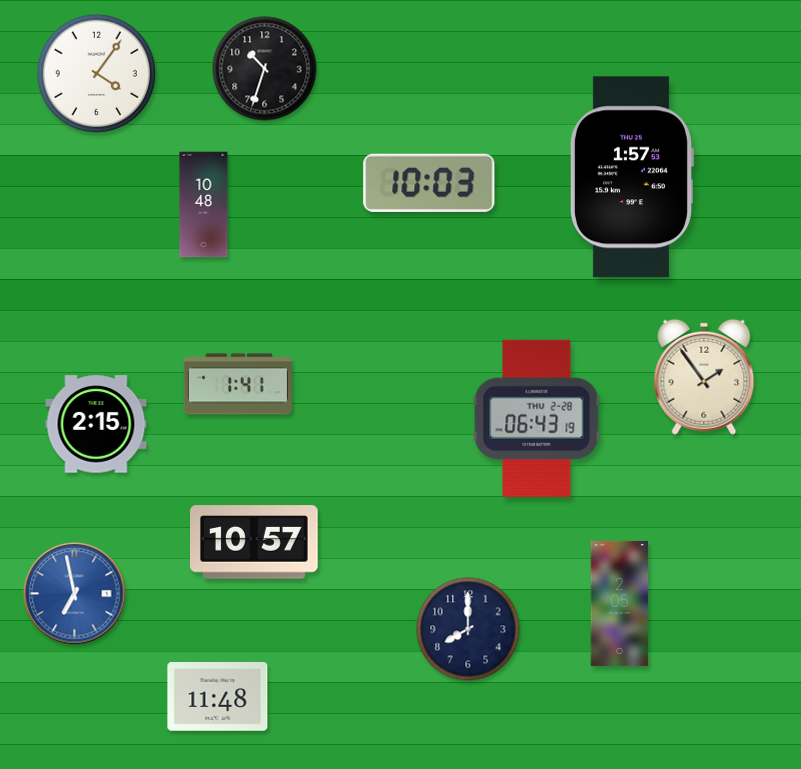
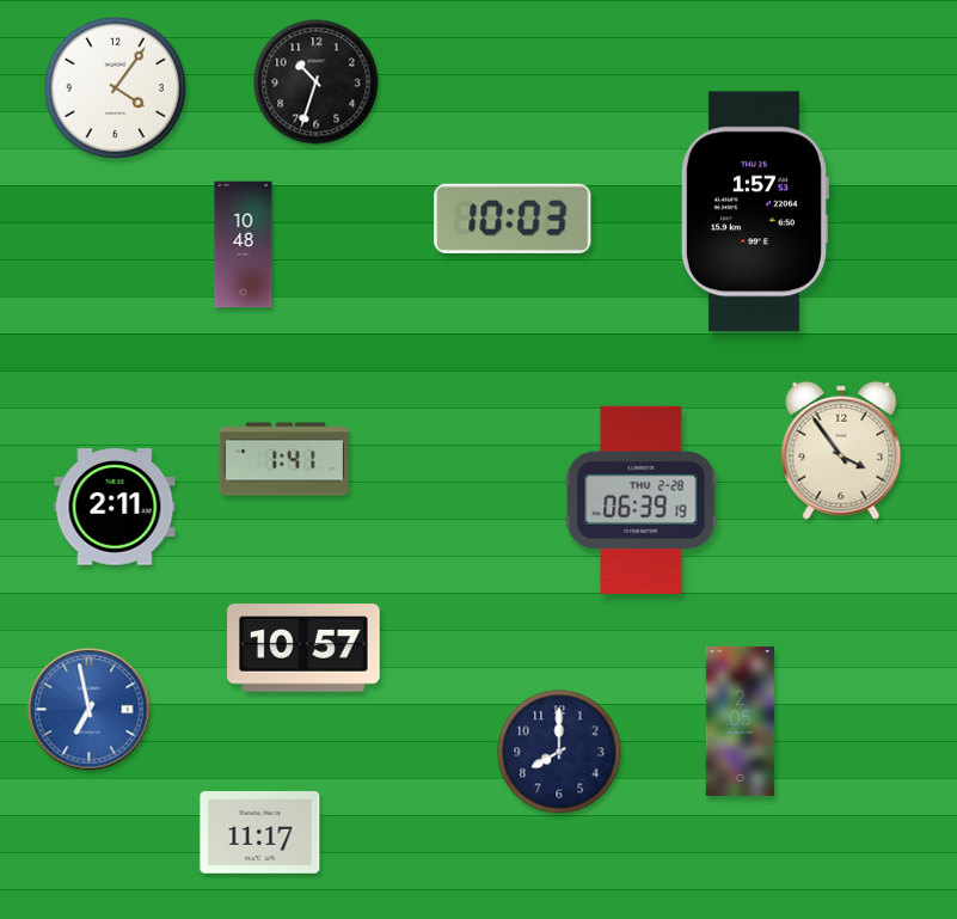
clock at (704, 377): 1:54 -> 3:54
clock at (537, 418): 06:43 -> 06:39
clock at (96, 424): 2:15 -> 2:11
clock at (218, 697): 11:48 -> 11:17
